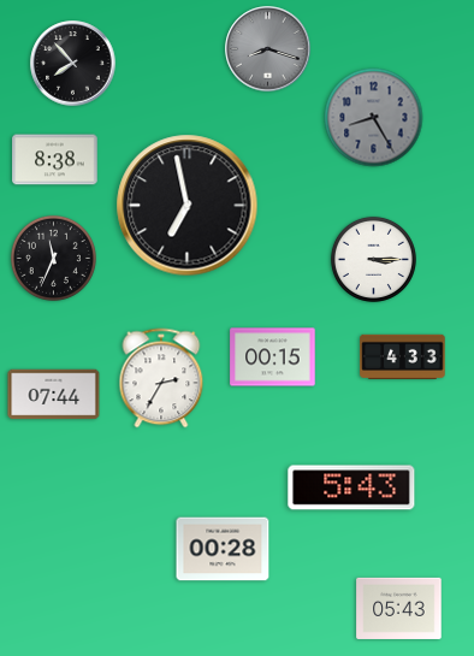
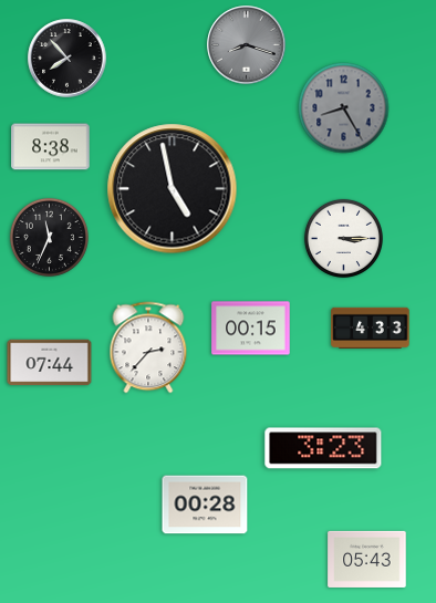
clock at (188, 206): 6:58 -> 4:58
clock at (161, 378): 2:35 -> 2:37
clock at (351, 487): 5:43 -> 3:23
